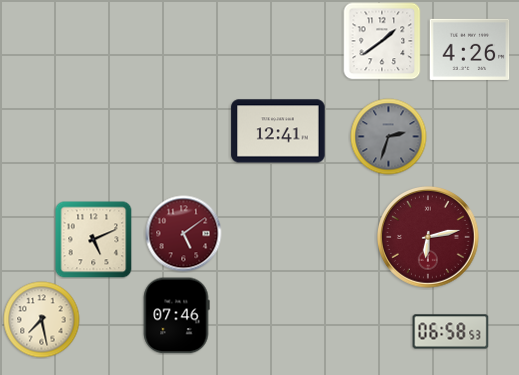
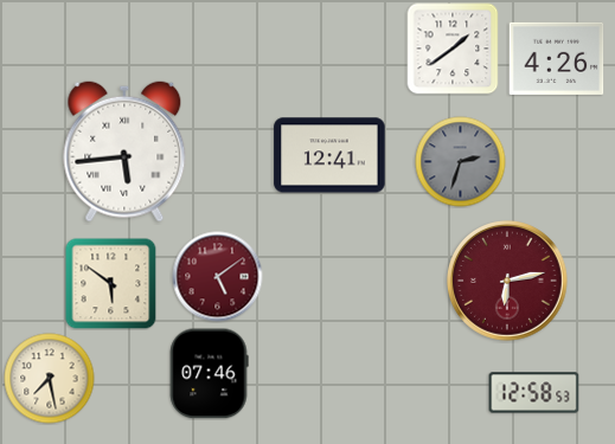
clock at (124, 152): none -> 5:44
clock at (94, 240): 5:11 -> 5:51
clock at (451, 332): 06:58 -> 12:58
